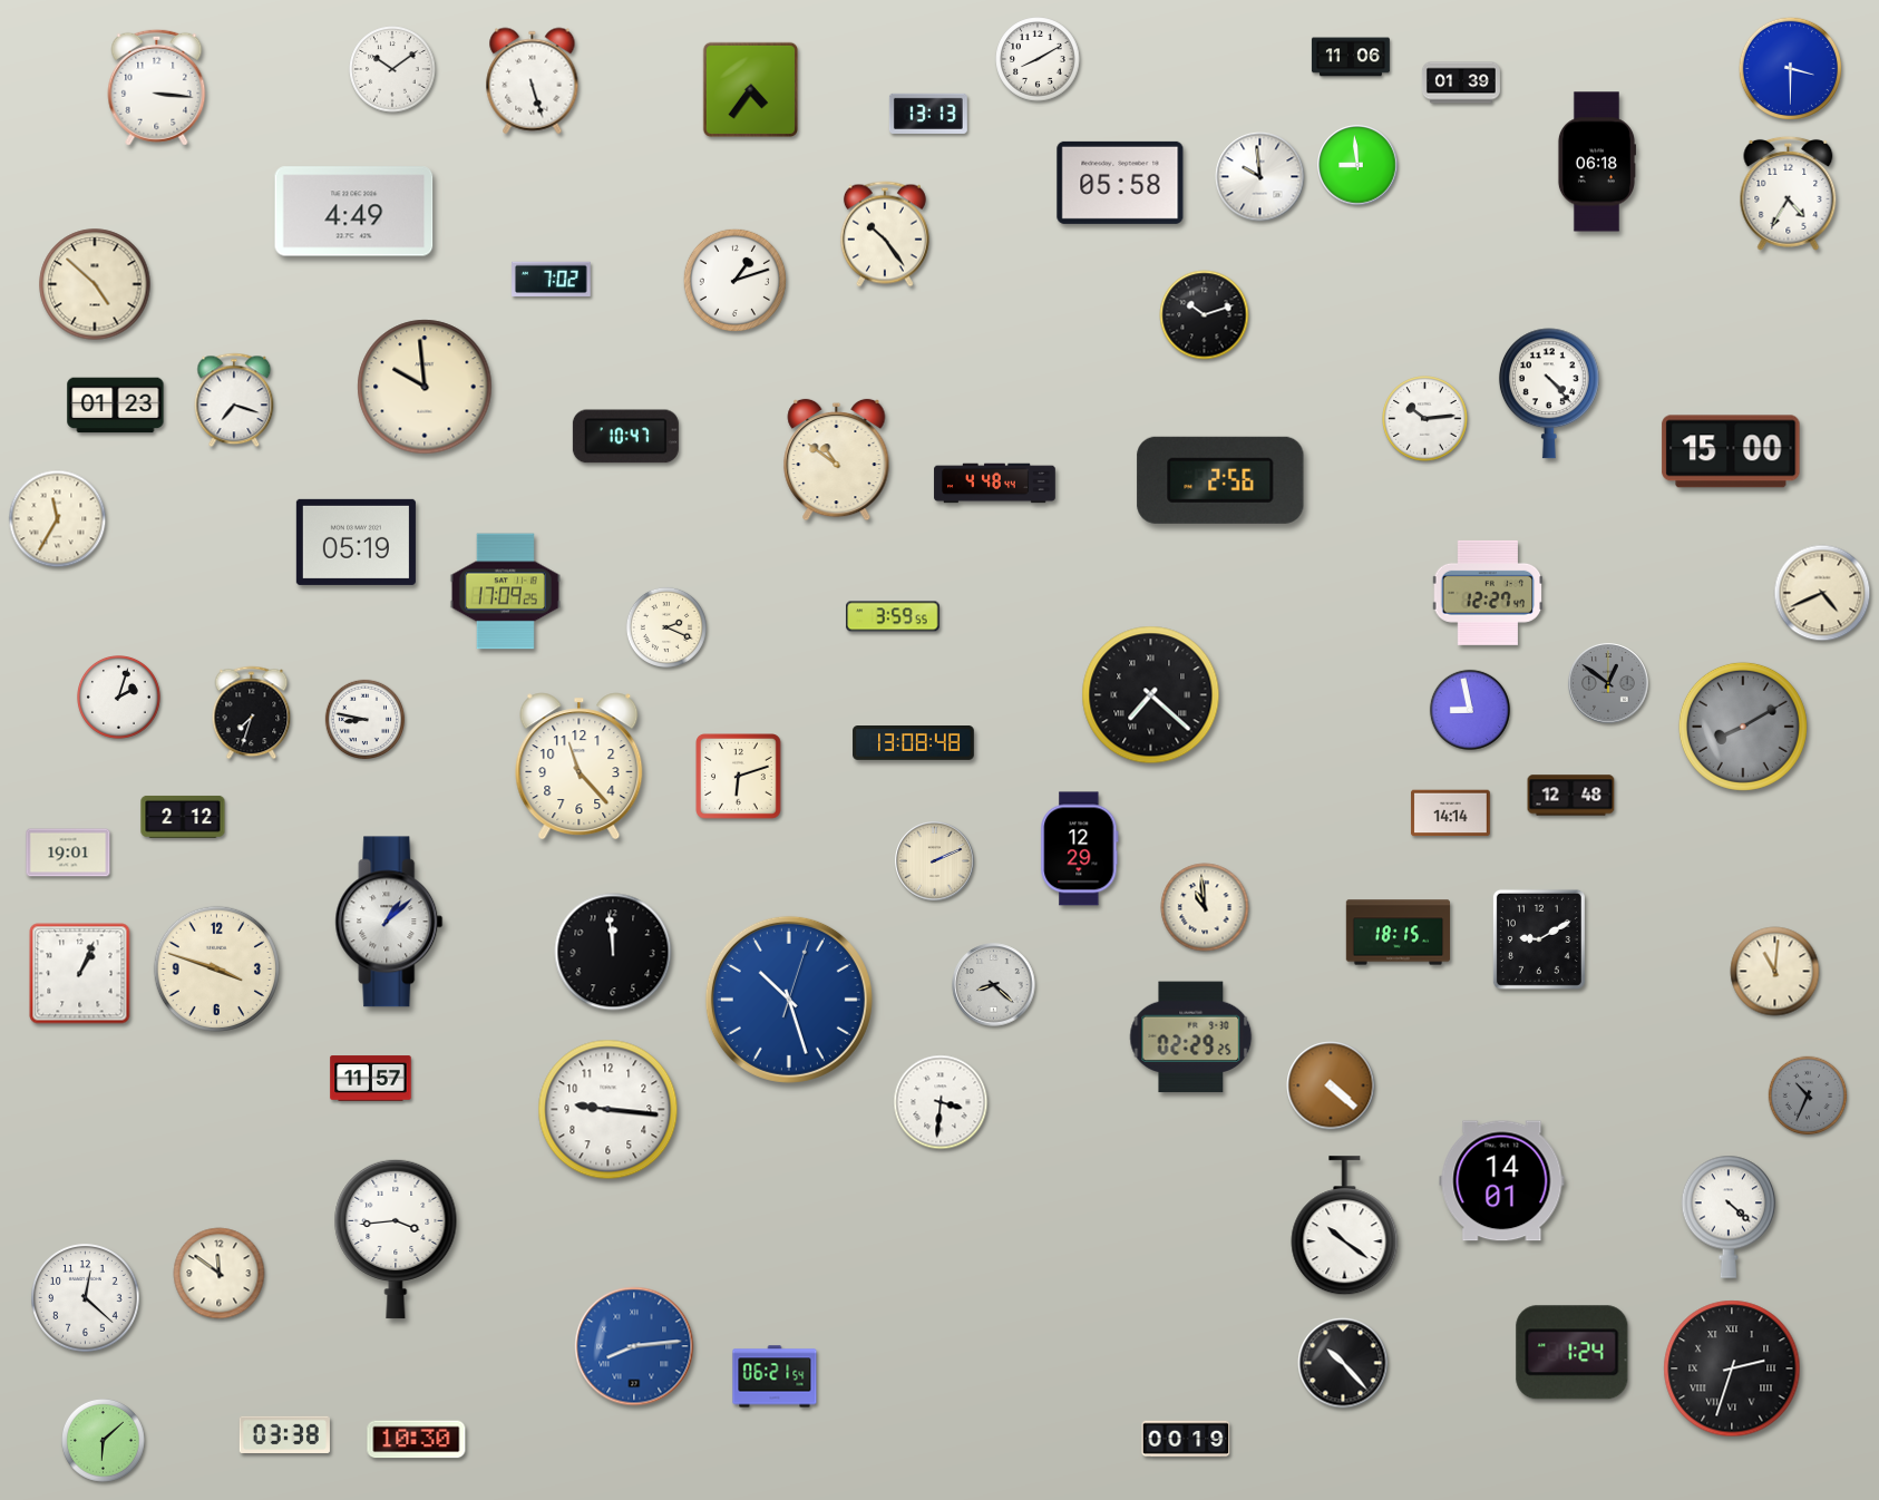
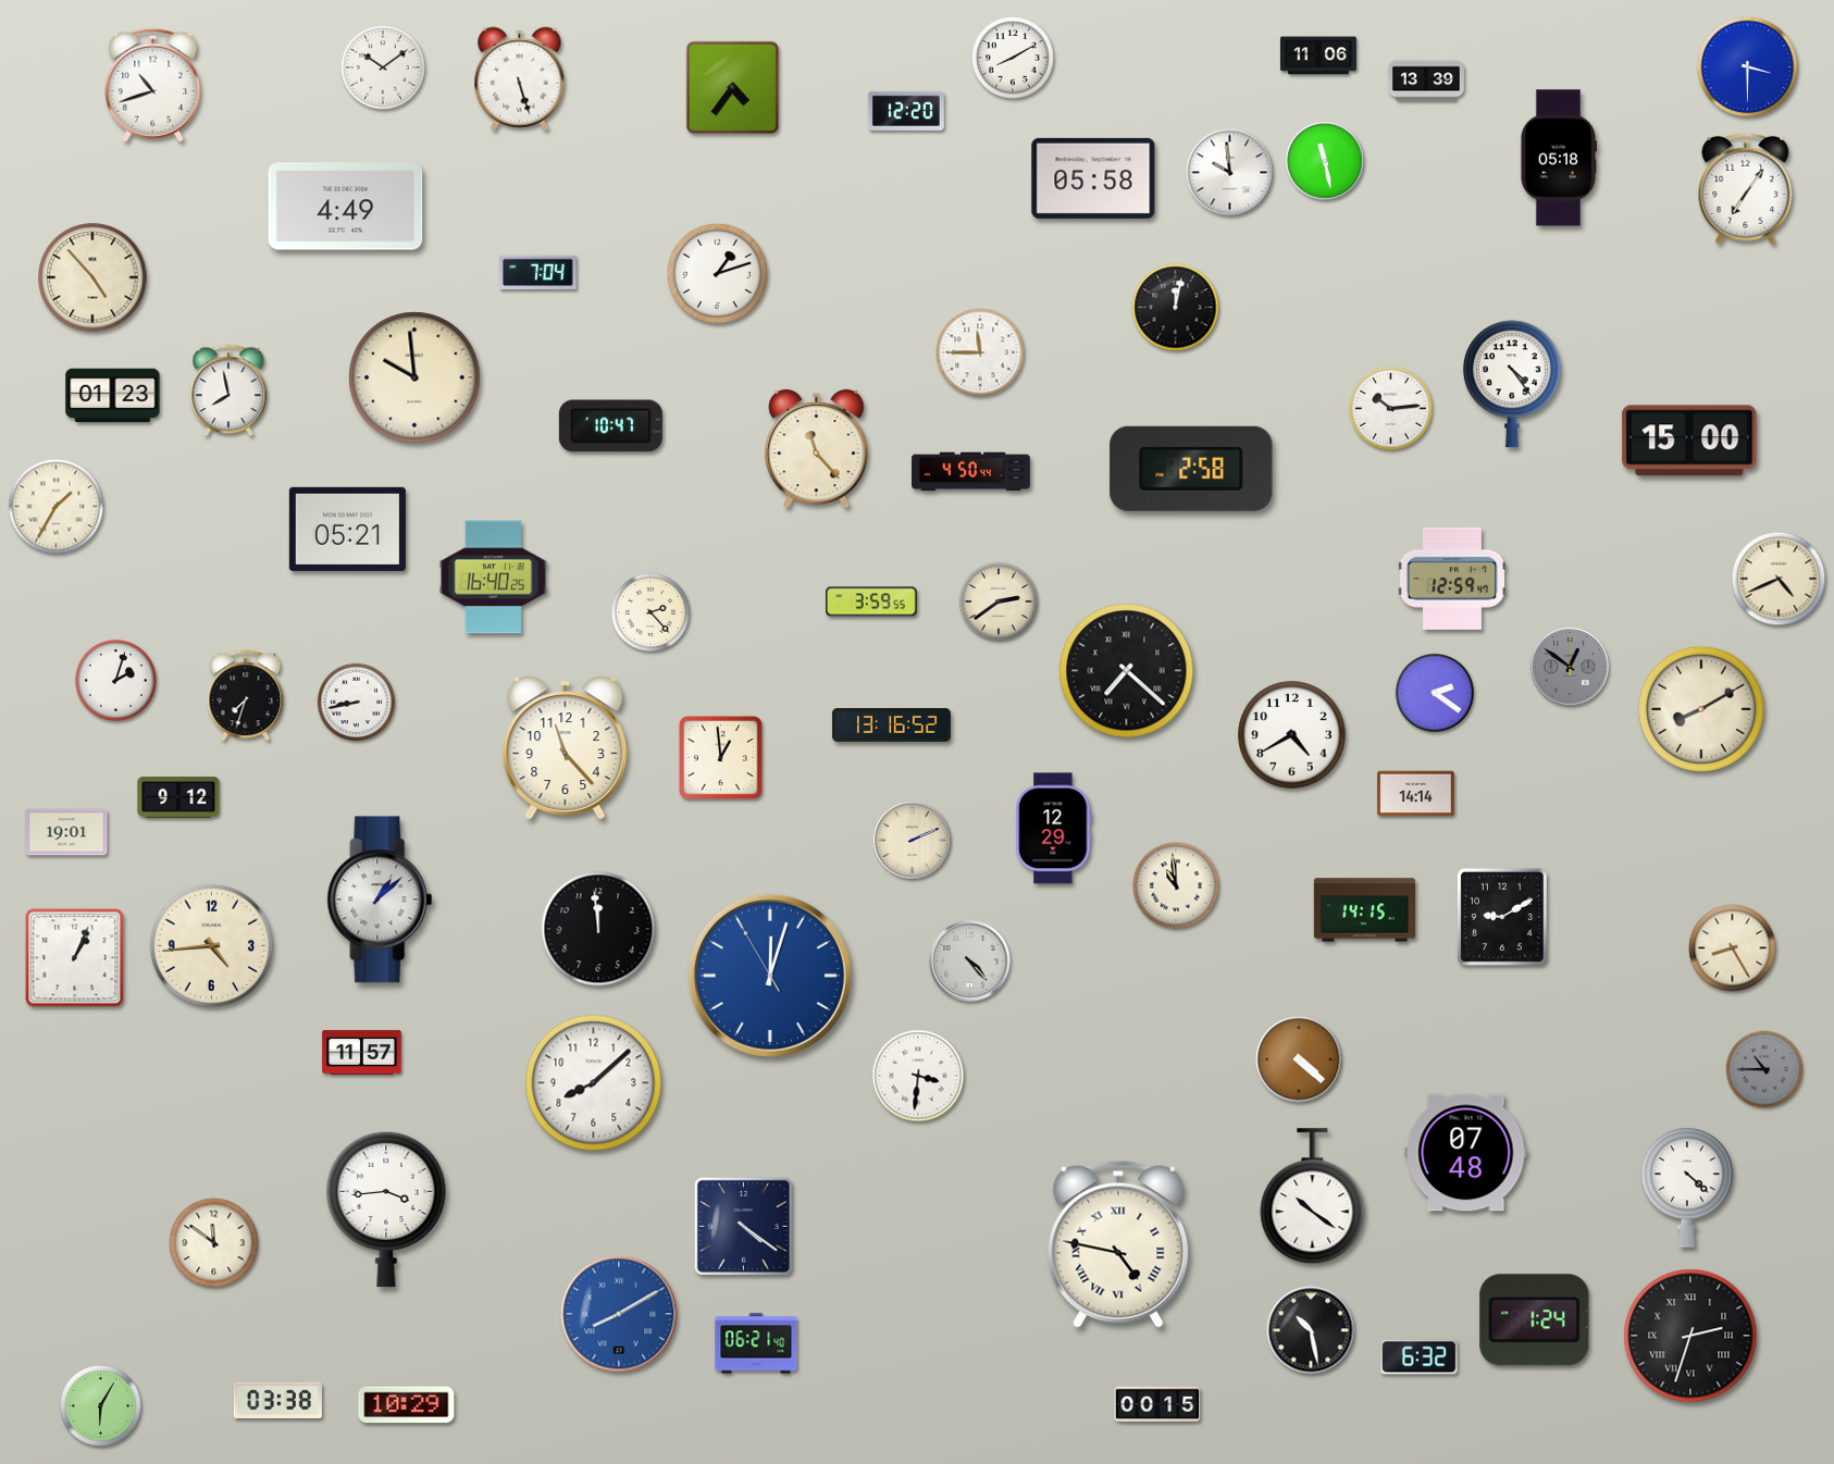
clock at (1461, 82): 01:39 -> 13:39
clock at (157, 87): 3:16 -> 10:42
clock at (928, 114): 13:13 -> 12:20
clock at (1596, 162): 06:18 -> 05:18
clock at (1357, 165): 8:59 -> 11:28
clock at (1789, 193): 4:35 -> 7:06
clock at (885, 234): 10:24 -> none
clock at (552, 279): 7:02 -> 7:04
clock at (95, 284): 4:52 -> 4:53
clock at (1205, 315): 10:12 -> 12:02
clock at (980, 352): none -> 11:45
clock at (1549, 393): 4:23 -> 4:24
clock at (234, 400): 7:18 -> 7:58
clock at (837, 460): 10:51 -> 11:23
clock at (1220, 480): 2:56 -> 2:58
clock at (995, 484): 4:48 -> 4:50
clock at (58, 519): 11:35 -> 1:35
clock at (356, 542): 05:19 -> 05:21
clock at (505, 592): 17:09 -> 16:40
clock at (1488, 593): 12:27 -> 12:59
clock at (999, 601): none -> 2:39
clock at (666, 627): 2:19 -> 2:23
clock at (1151, 695) position: (1151, 695) -> (1127, 671)
clock at (1470, 710): 8:58 -> 2:21
clock at (366, 720): 8:47 -> 8:43
clock at (1743, 727) dial: grey -> cream
clock at (914, 743): 13:08 -> 13:16
clock at (1292, 735): none -> 4:40
clock at (739, 777): 6:12 -> 12:59
clock at (1571, 796): 12:48 -> none
clock at (183, 817): 2:12 -> 9:12
clock at (1399, 933): 18:15 -> 14:15
clock at (216, 968): 3:48 -> 4:44
clock at (1775, 972): 11:01 -> 8:25
clock at (80, 974) position: (80, 974) -> (75, 958)
clock at (994, 985): 8:22 -> 4:23
clock at (789, 1000): 10:27 -> 12:02
clock at (1191, 1038): 02:29 -> none
clock at (1808, 1095): 10:34 -> 10:45
clock at (609, 1110): 9:16 -> 8:08
clock at (1502, 1181): 14:01 -> 07:48
clock at (743, 1226): none -> 4:21
clock at (1118, 1244): none -> 4:47
clock at (86, 1298): 12:22 -> none
clock at (634, 1346): 8:14 -> 8:10
clock at (1343, 1363): 10:23 -> 10:28
clock at (775, 1376): 06:21:54 -> 06:21:40
clock at (1420, 1357): none -> 6:32
clock at (1186, 1439): 00:19 -> 00:15
clock at (417, 1440): 10:30 -> 10:29
clock at (104, 1441): 6:08 -> 6:05
